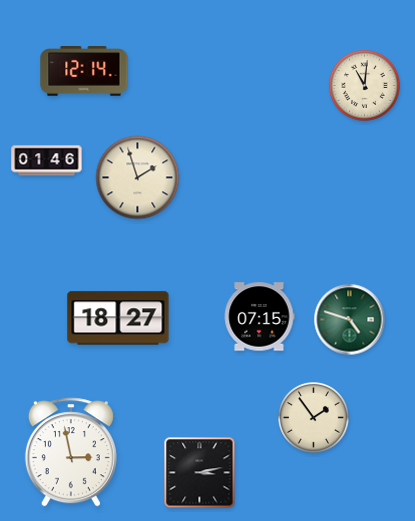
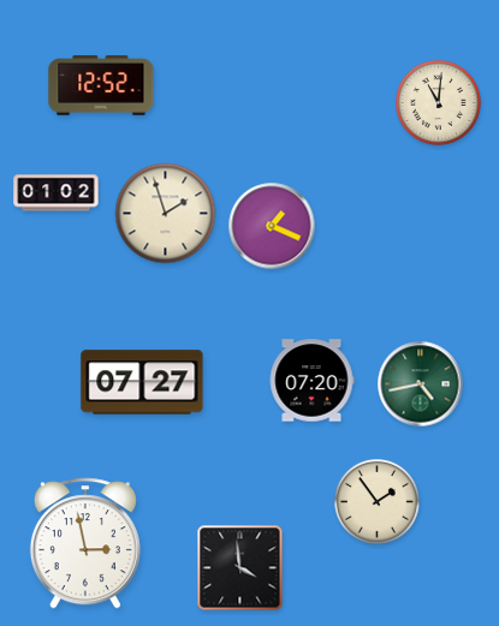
clock at (84, 71): 12:14 -> 12:52
clock at (47, 161): 01:46 -> 01:02
clock at (272, 226): none -> 1:19
clock at (259, 317): 07:15 -> 07:20
clock at (118, 318): 18:27 -> 07:27
clock at (350, 320): 4:48 -> 4:43
clock at (200, 473): 3:13 -> 3:59
